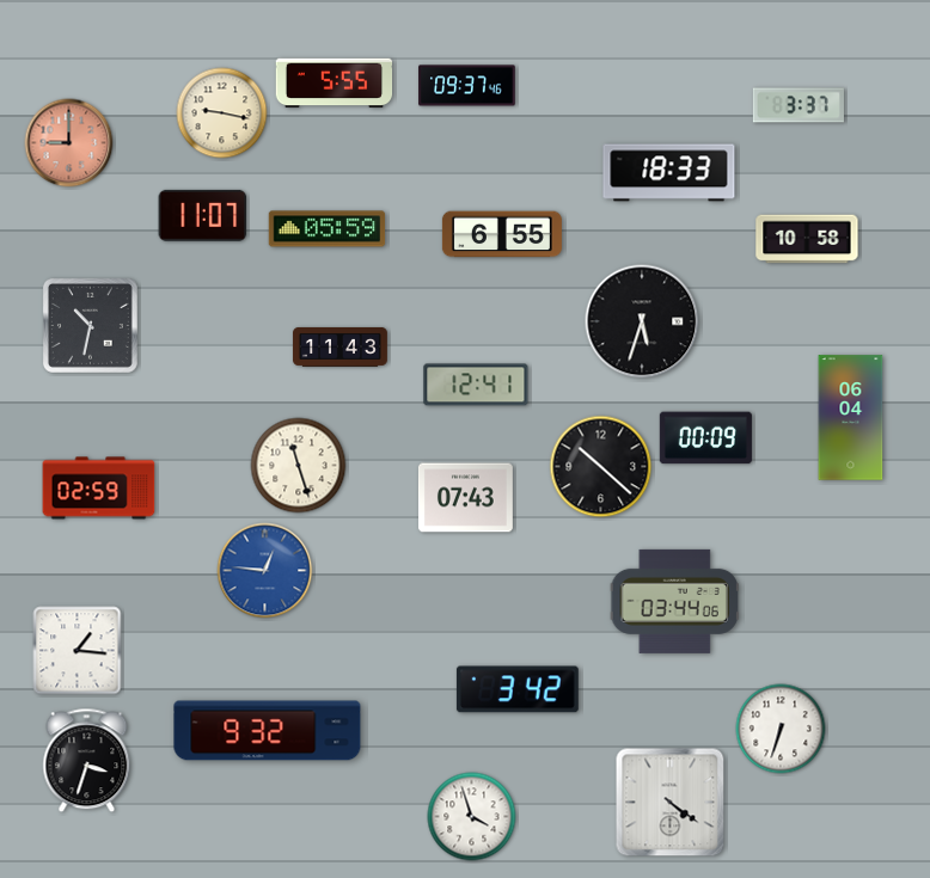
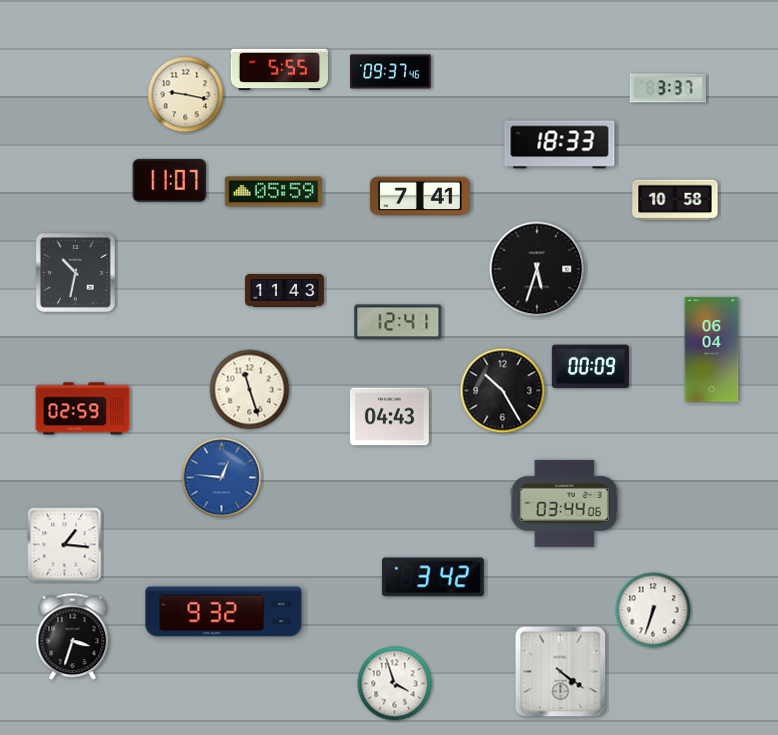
clock at (69, 143): 9:00 -> none
clock at (502, 234): 6:55 -> 7:41
clock at (601, 467): 10:22 -> 10:25
clock at (465, 498): 07:43 -> 04:43
